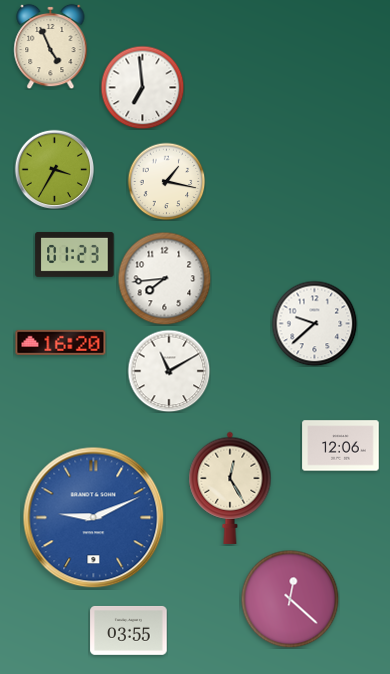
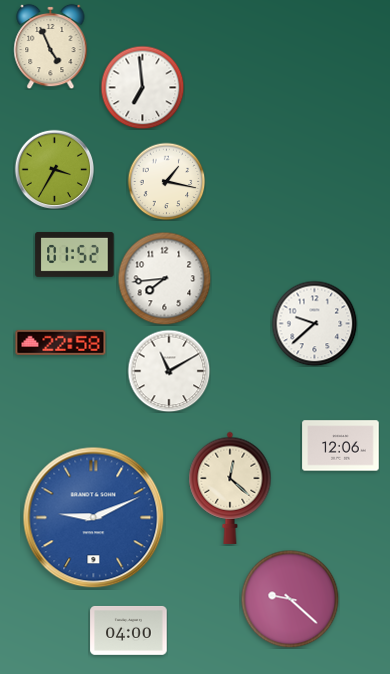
clock at (75, 254): 01:23 -> 01:52
clock at (61, 342): 16:20 -> 22:58
clock at (230, 488): 12:25 -> 12:22
clock at (290, 599): 12:22 -> 9:22
clock at (129, 630): 03:55 -> 04:00
